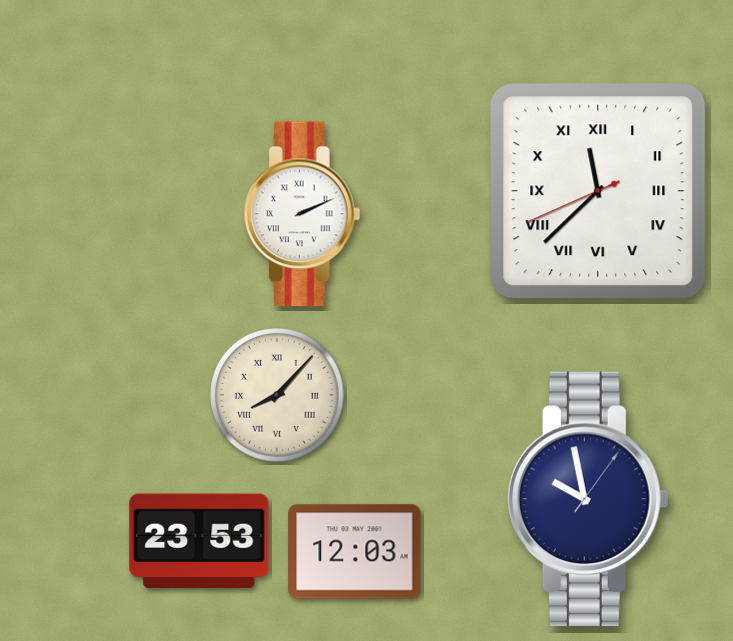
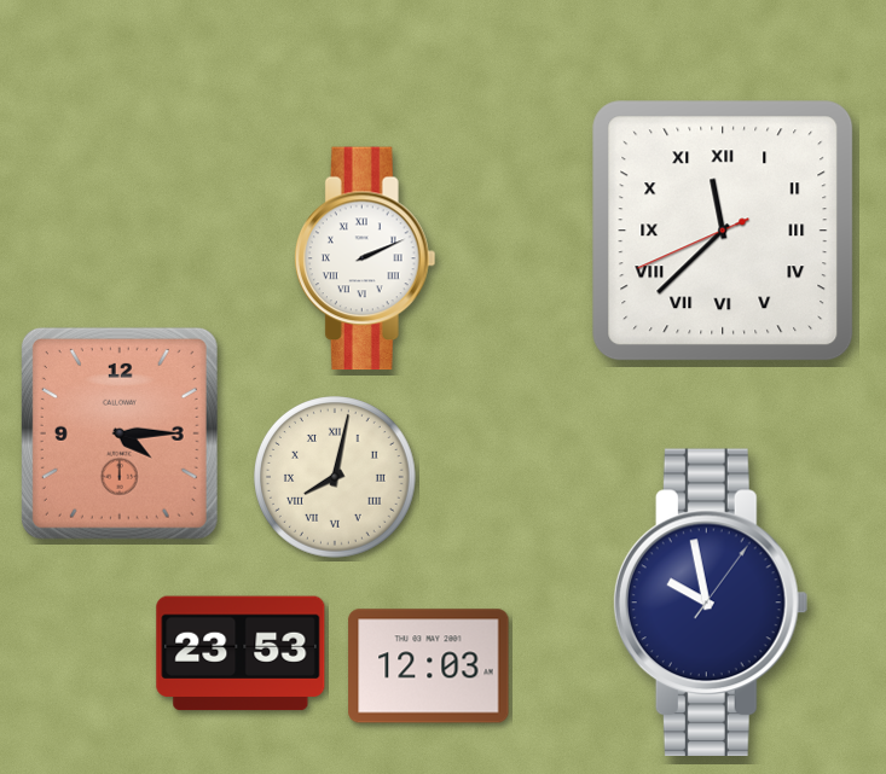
clock at (120, 433): none -> 4:15
clock at (278, 396): 8:07 -> 8:02
